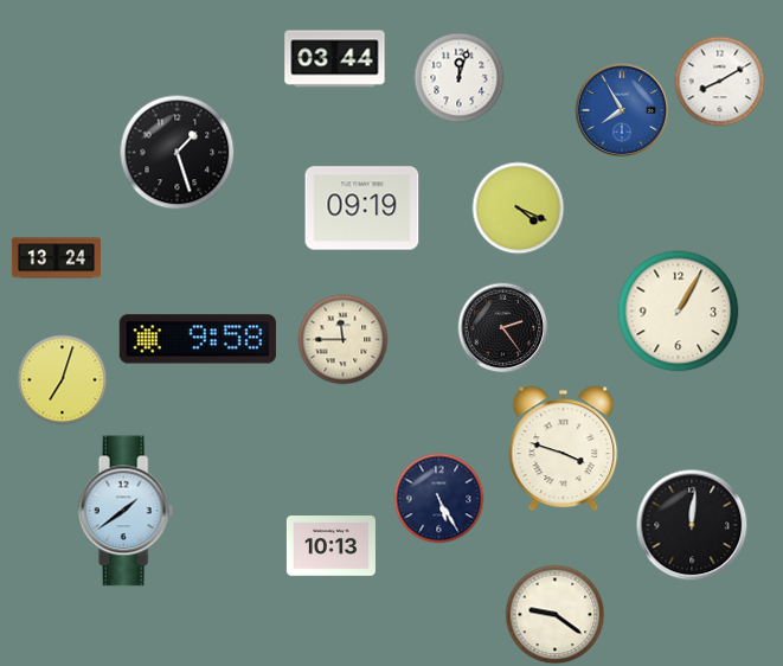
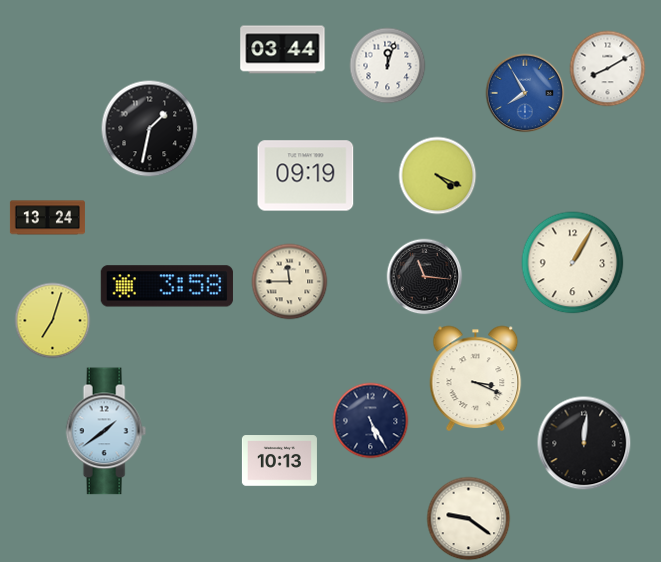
clock at (178, 153): 1:27 -> 1:32
clock at (503, 328): 2:24 -> 11:16
clock at (198, 339): 9:58 -> 3:58
clock at (344, 340) position: (344, 340) -> (290, 282)
clock at (564, 448): 3:48 -> 3:19
